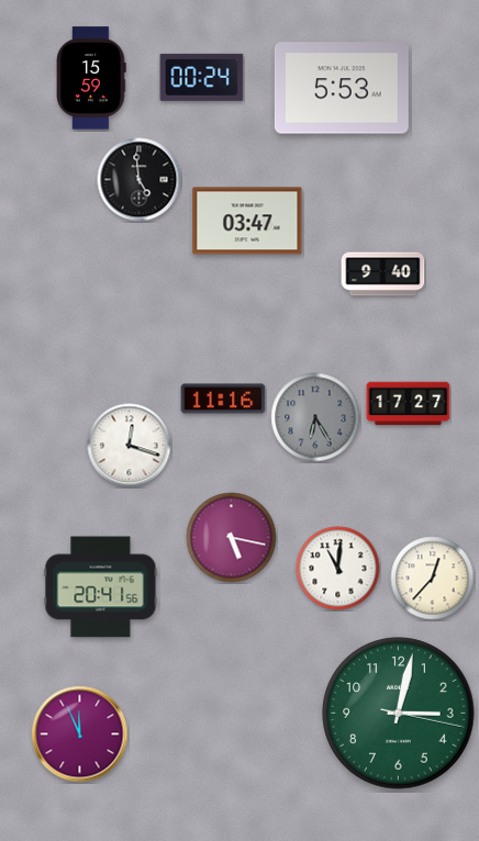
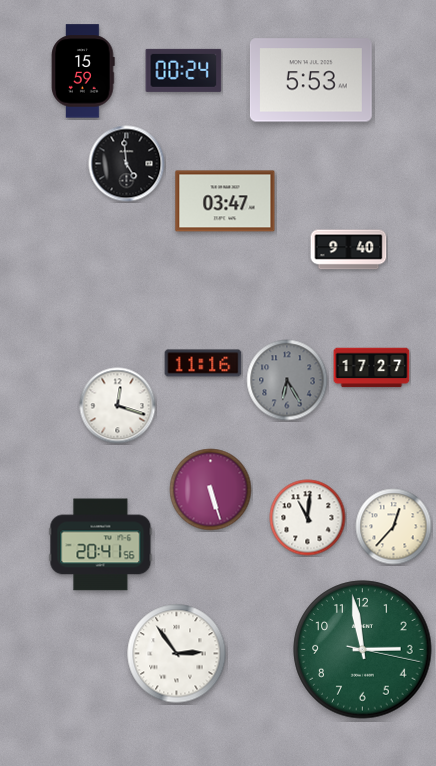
clock at (232, 538): 5:17 -> 5:27
clock at (101, 587) position: (101, 587) -> (101, 545)
clock at (399, 714): 3:02 -> 2:58
clock at (177, 654): none -> 2:54
clock at (80, 735): 11:56 -> none
